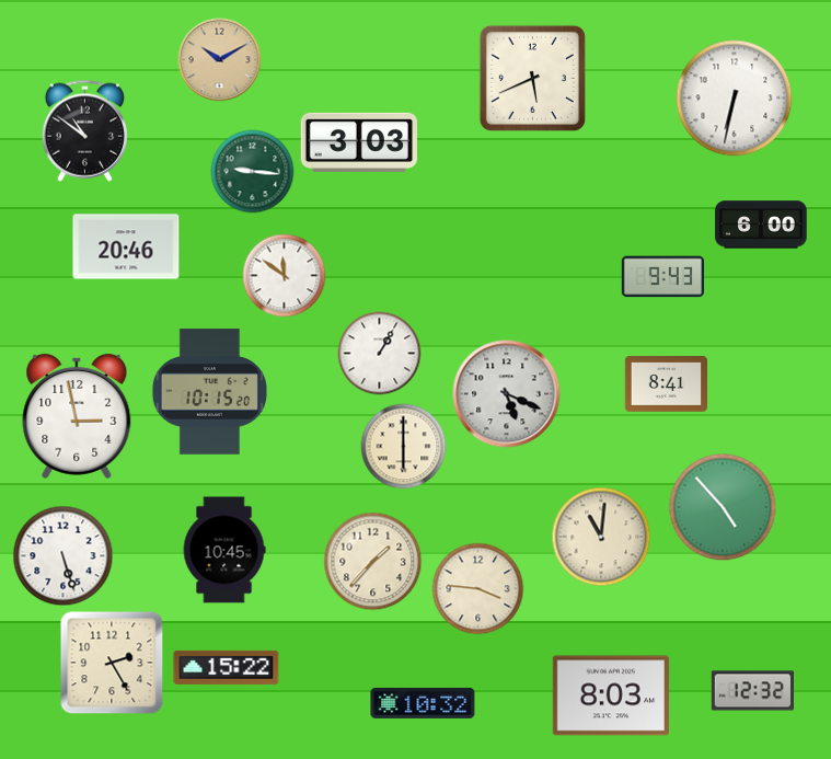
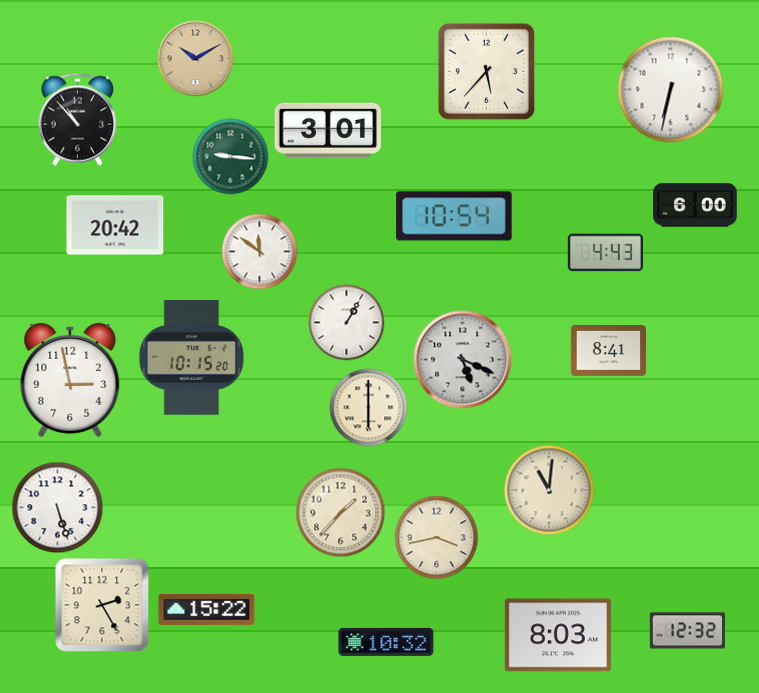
clock at (220, 60) position: (220, 60) -> (196, 59)
clock at (532, 78): 5:41 -> 5:37
clock at (84, 130): 10:51 -> 10:53
clock at (358, 142): 3:03 -> 3:01
clock at (454, 216): none -> 10:54
clock at (126, 246): 20:46 -> 20:42
clock at (662, 277): 9:43 -> 4:43
clock at (723, 507): 4:53 -> none
clock at (224, 550): 10:45 -> none
clock at (478, 589): 3:46 -> 3:43
